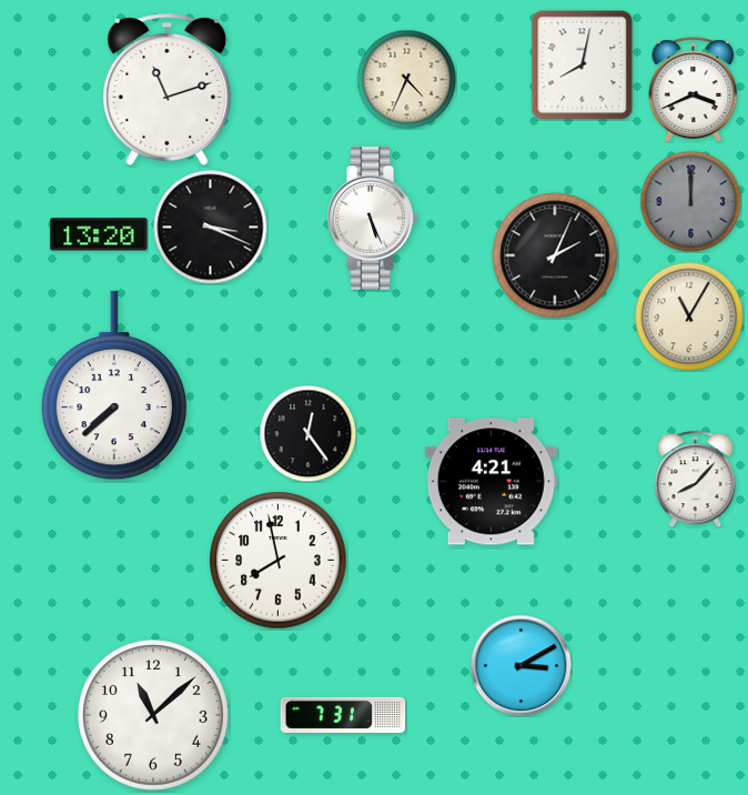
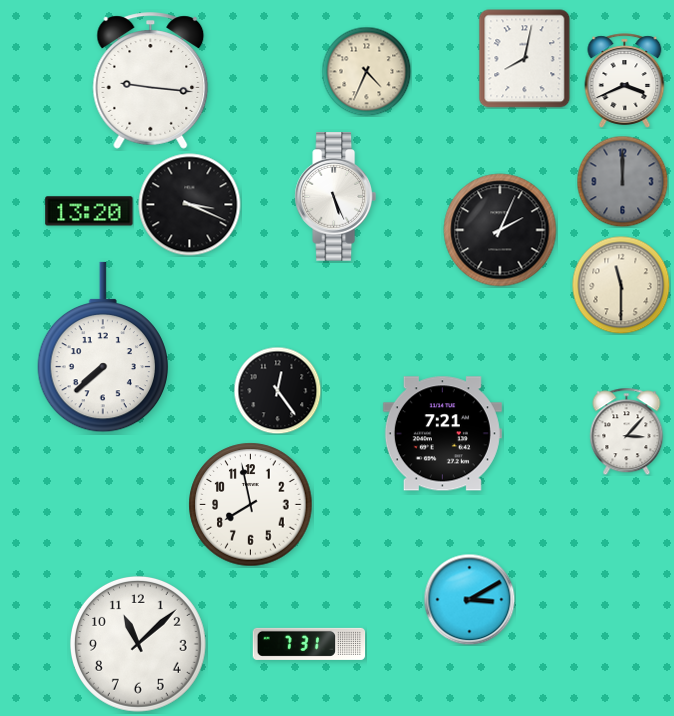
clock at (168, 90): 11:12 -> 9:16
clock at (689, 316): 11:05 -> 11:30
clock at (696, 479): 8:07 -> 3:07
clock at (491, 482): 4:21 -> 7:21
